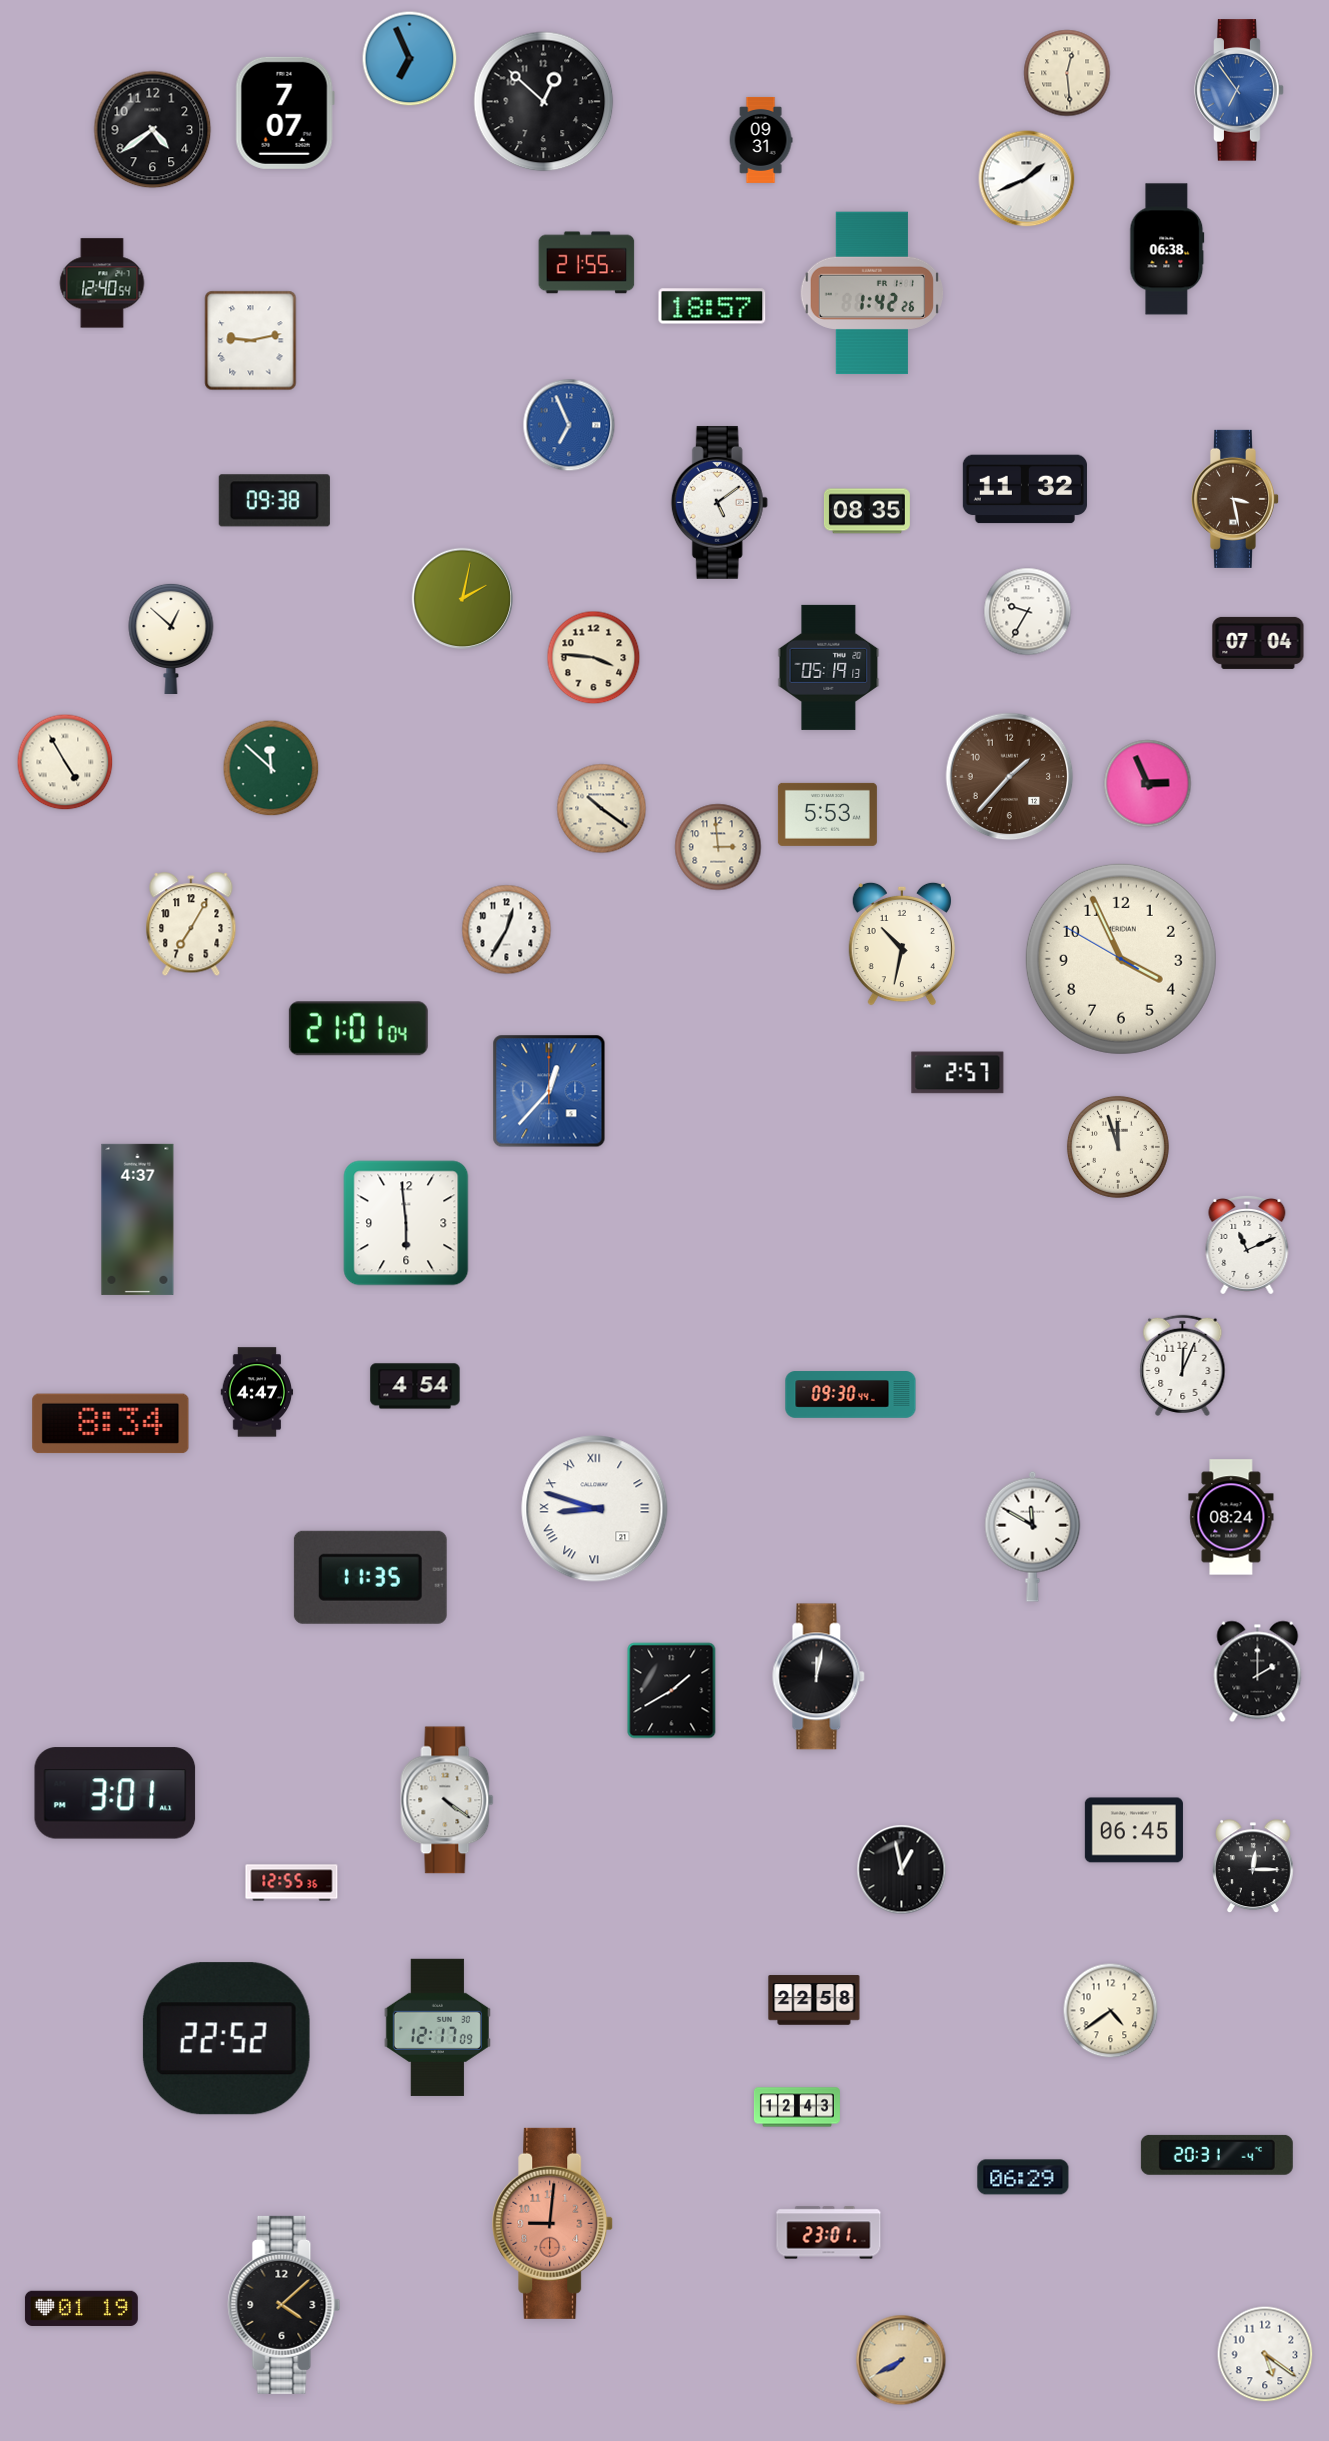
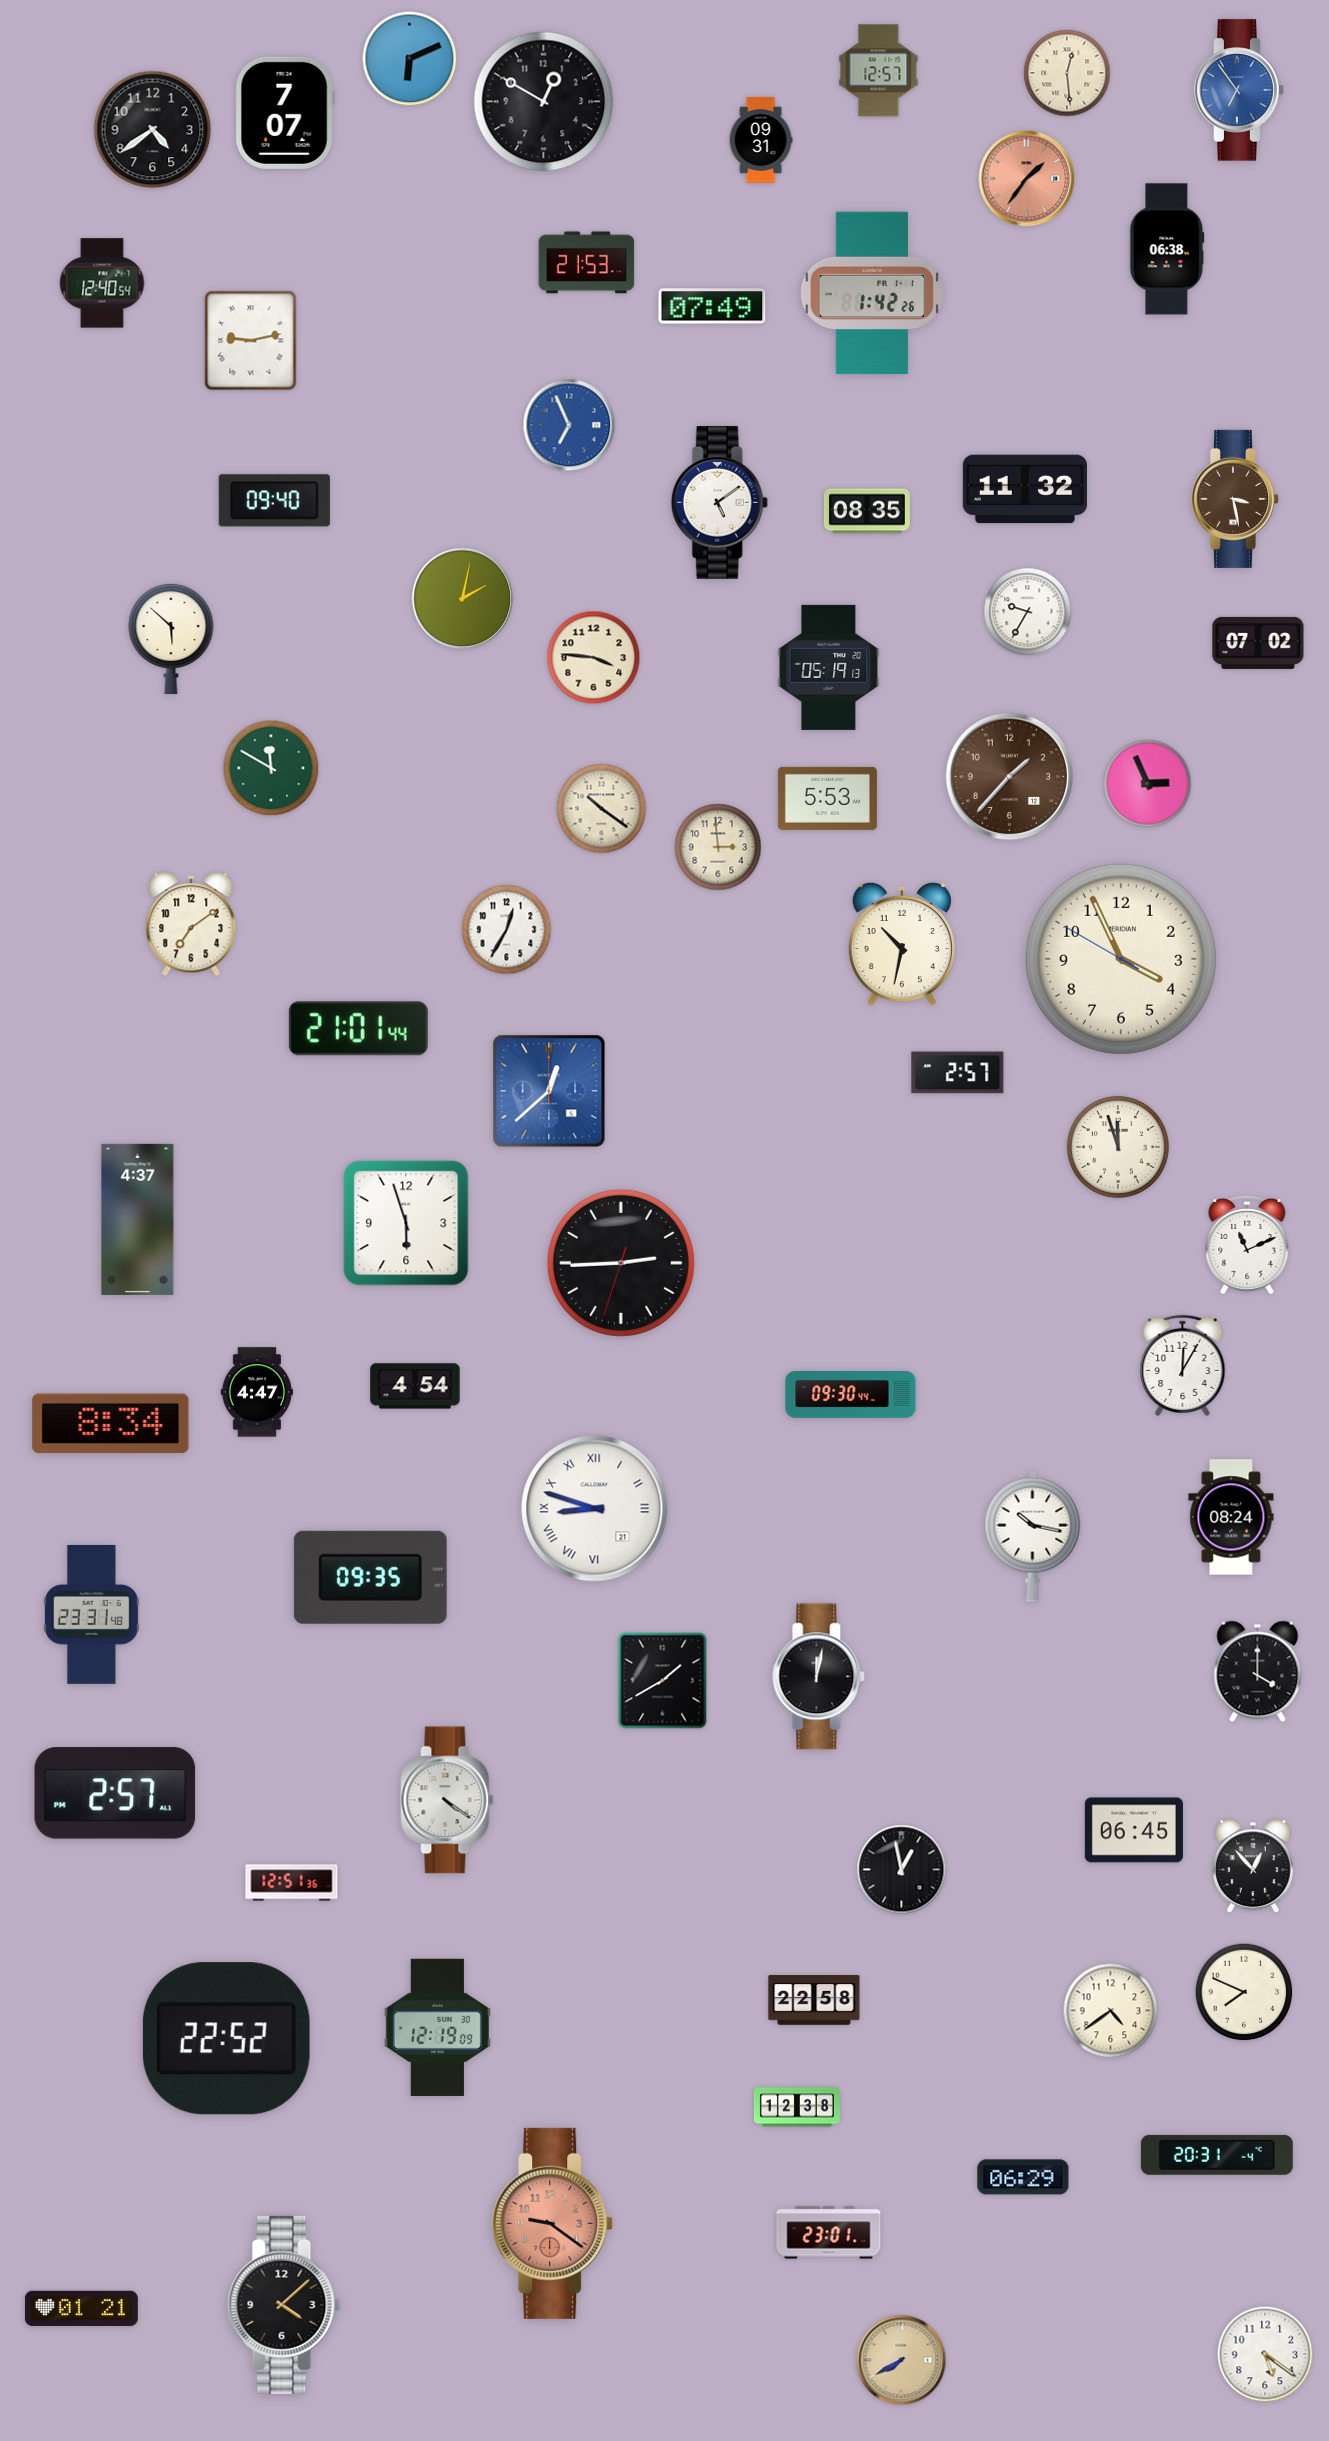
clock at (410, 59): 6:56 -> 6:11
clock at (879, 71): none -> 12:57
clock at (544, 102): 12:52 -> 12:50
clock at (1027, 179): 1:41 -> 1:36
clock at (1027, 179) dial: white -> salmon
clock at (587, 263): 21:55 -> 21:53
clock at (712, 306): 18:57 -> 07:49
clock at (274, 501): 09:38 -> 09:40
clock at (171, 638): 12:52 -> 5:52
clock at (1258, 643): 07:04 -> 07:02
clock at (65, 762): 4:55 -> none
clock at (271, 768): 11:52 -> 11:50
clock at (827, 814) position: (827, 814) -> (827, 798)
clock at (191, 925): 7:05 -> 7:09
clock at (358, 1029): 21:01:04 -> 21:01:44
clock at (549, 1091): 12:37 -> 12:38
clock at (406, 1223): 5:59 -> 5:57
clock at (621, 1263): none -> 2:44
clock at (1183, 1365): 12:04 -> 12:05
clock at (1033, 1536): 11:50 -> 10:17
clock at (370, 1577): 11:35 -> 09:35
clock at (91, 1614): none -> 23:31
clock at (1258, 1672): 2:00 -> 4:00
clock at (672, 1691) position: (672, 1691) -> (663, 1681)
clock at (115, 1793): 3:01 -> 2:57
clock at (1254, 1867): 12:15 -> 12:53
clock at (292, 1883): 12:55 -> 12:51
clock at (1244, 1992): none -> 7:49
clock at (437, 2027): 12:17 -> 12:19
clock at (797, 2107): 12:43 -> 12:38
clock at (553, 2223): 9:01 -> 9:21
clock at (81, 2308): 01:19 -> 01:21
